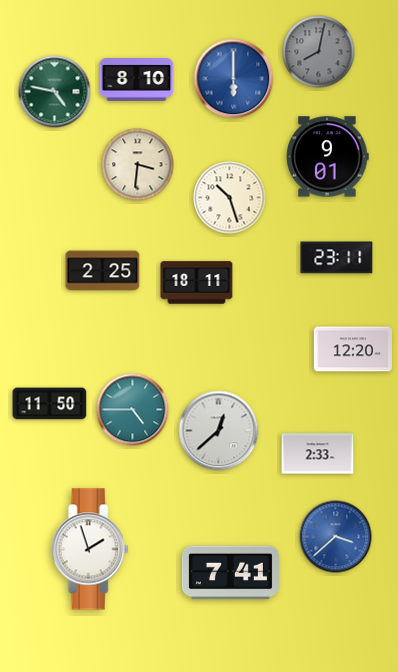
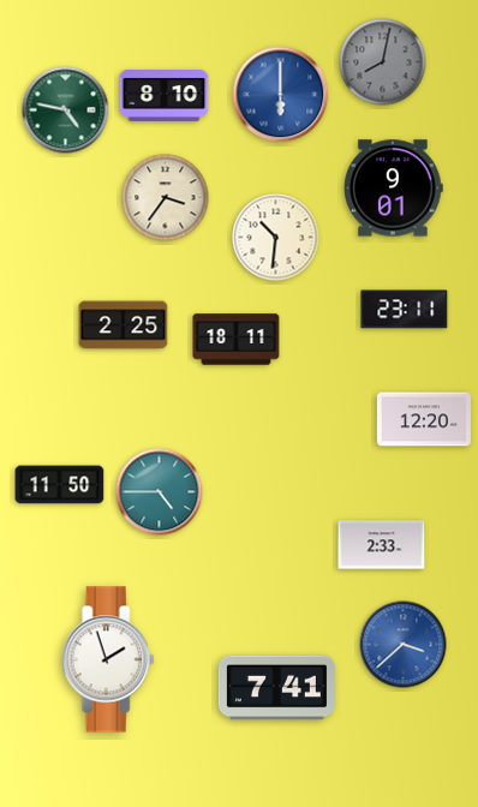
clock at (138, 165): 3:31 -> 3:36
clock at (230, 198): 10:27 -> 10:31
clock at (219, 431): 12:38 -> none
